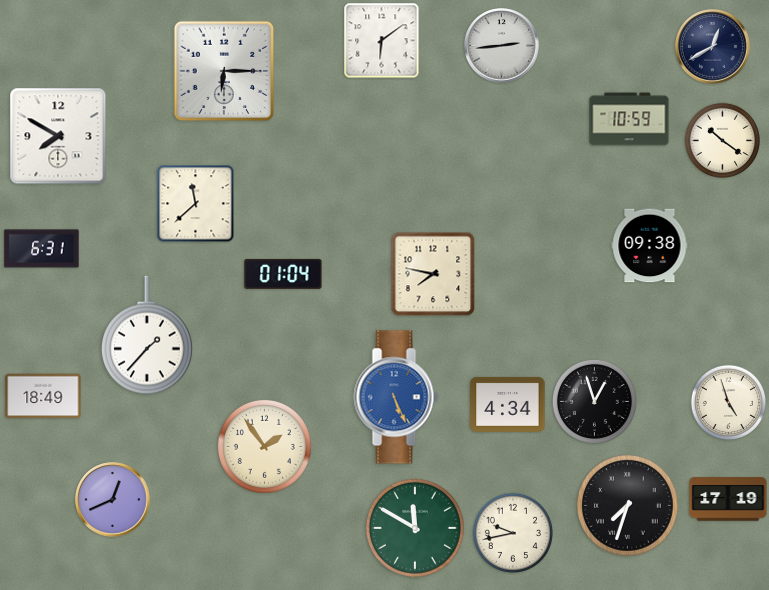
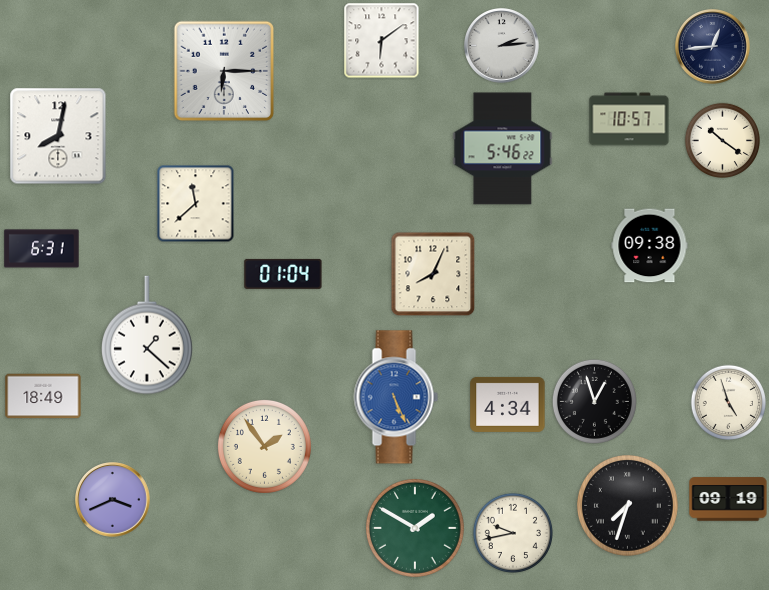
clock at (502, 46): 2:44 -> 2:14
clock at (713, 47): 12:40 -> 12:44
clock at (629, 119): 10:59 -> 10:57
clock at (58, 136): 7:50 -> 8:02
clock at (503, 149): none -> 5:46
clock at (433, 274): 7:47 -> 8:04
clock at (148, 335): 1:37 -> 1:22
clock at (728, 499): 17:19 -> 09:19
clock at (113, 500): 12:41 -> 3:41
clock at (415, 528): 11:50 -> 1:50
